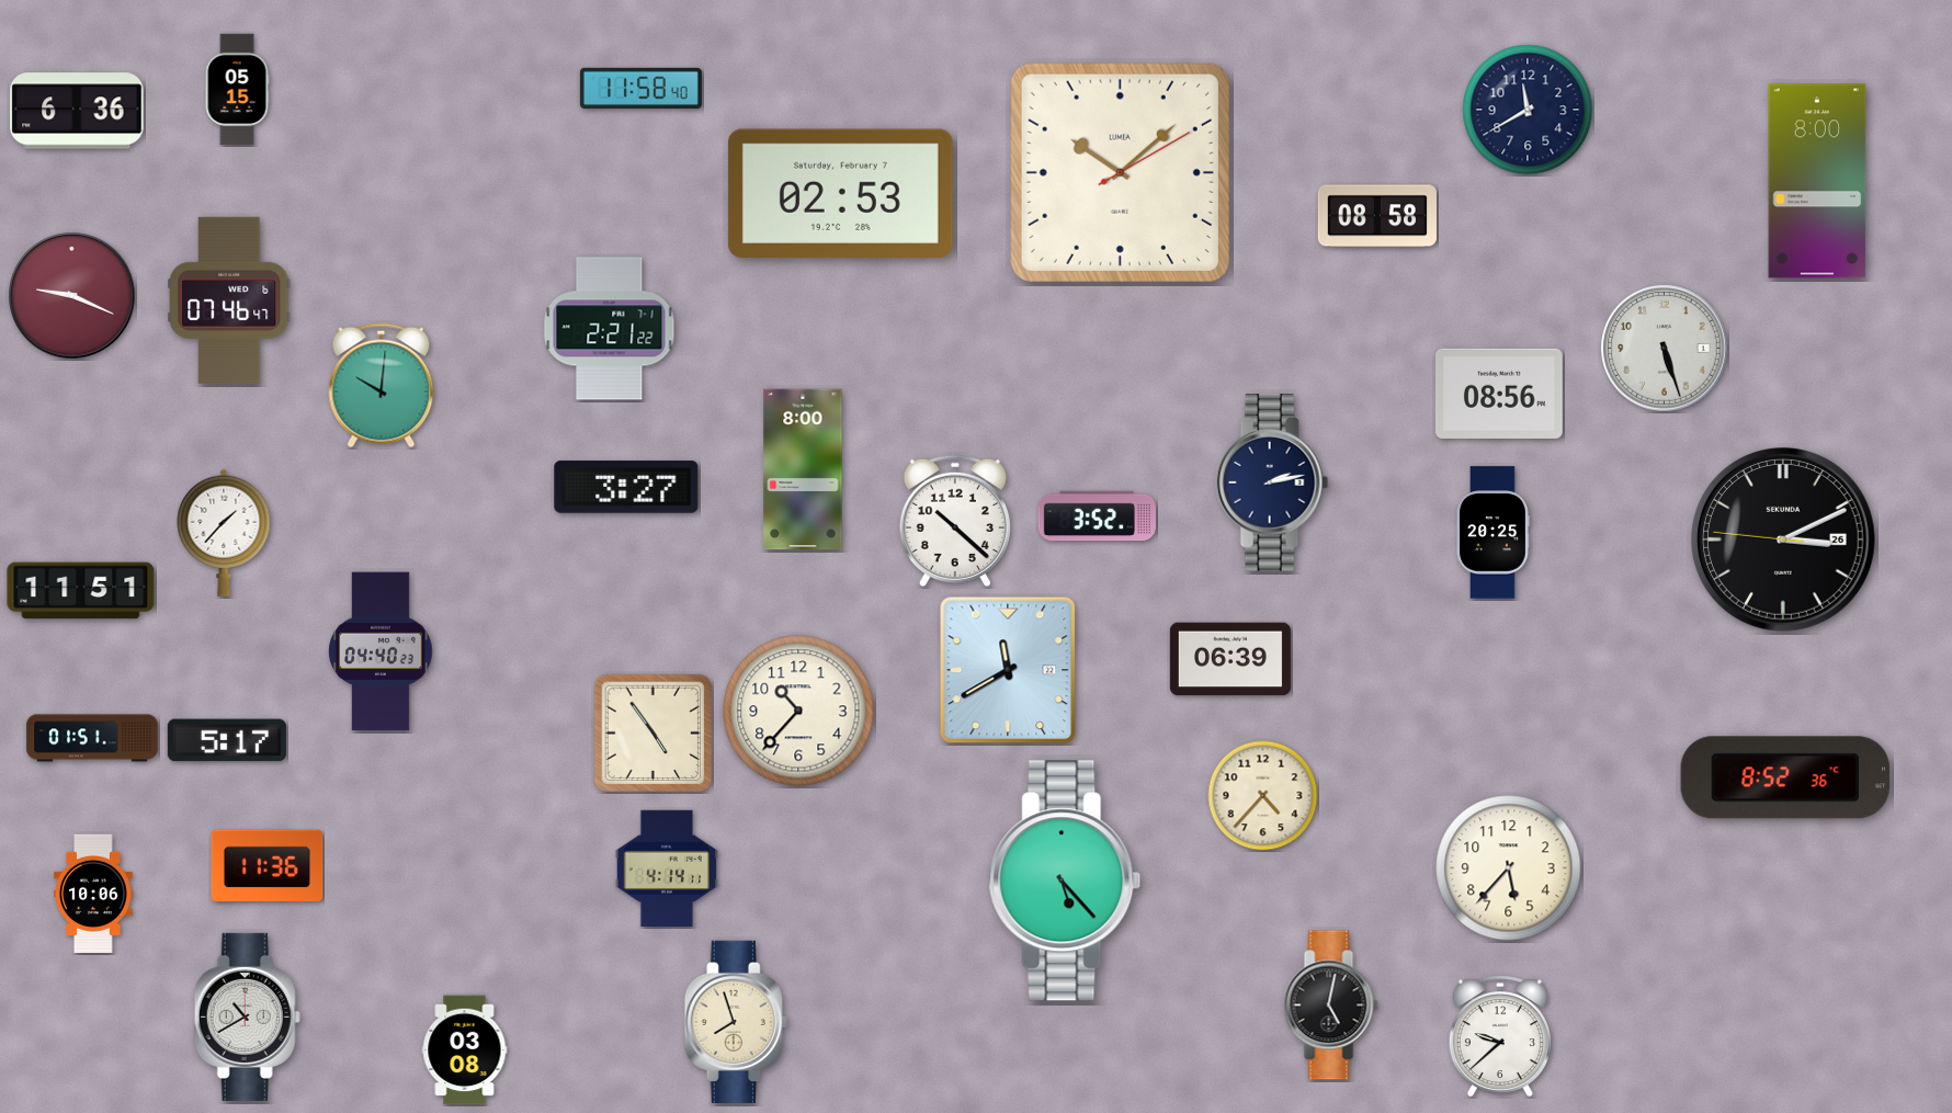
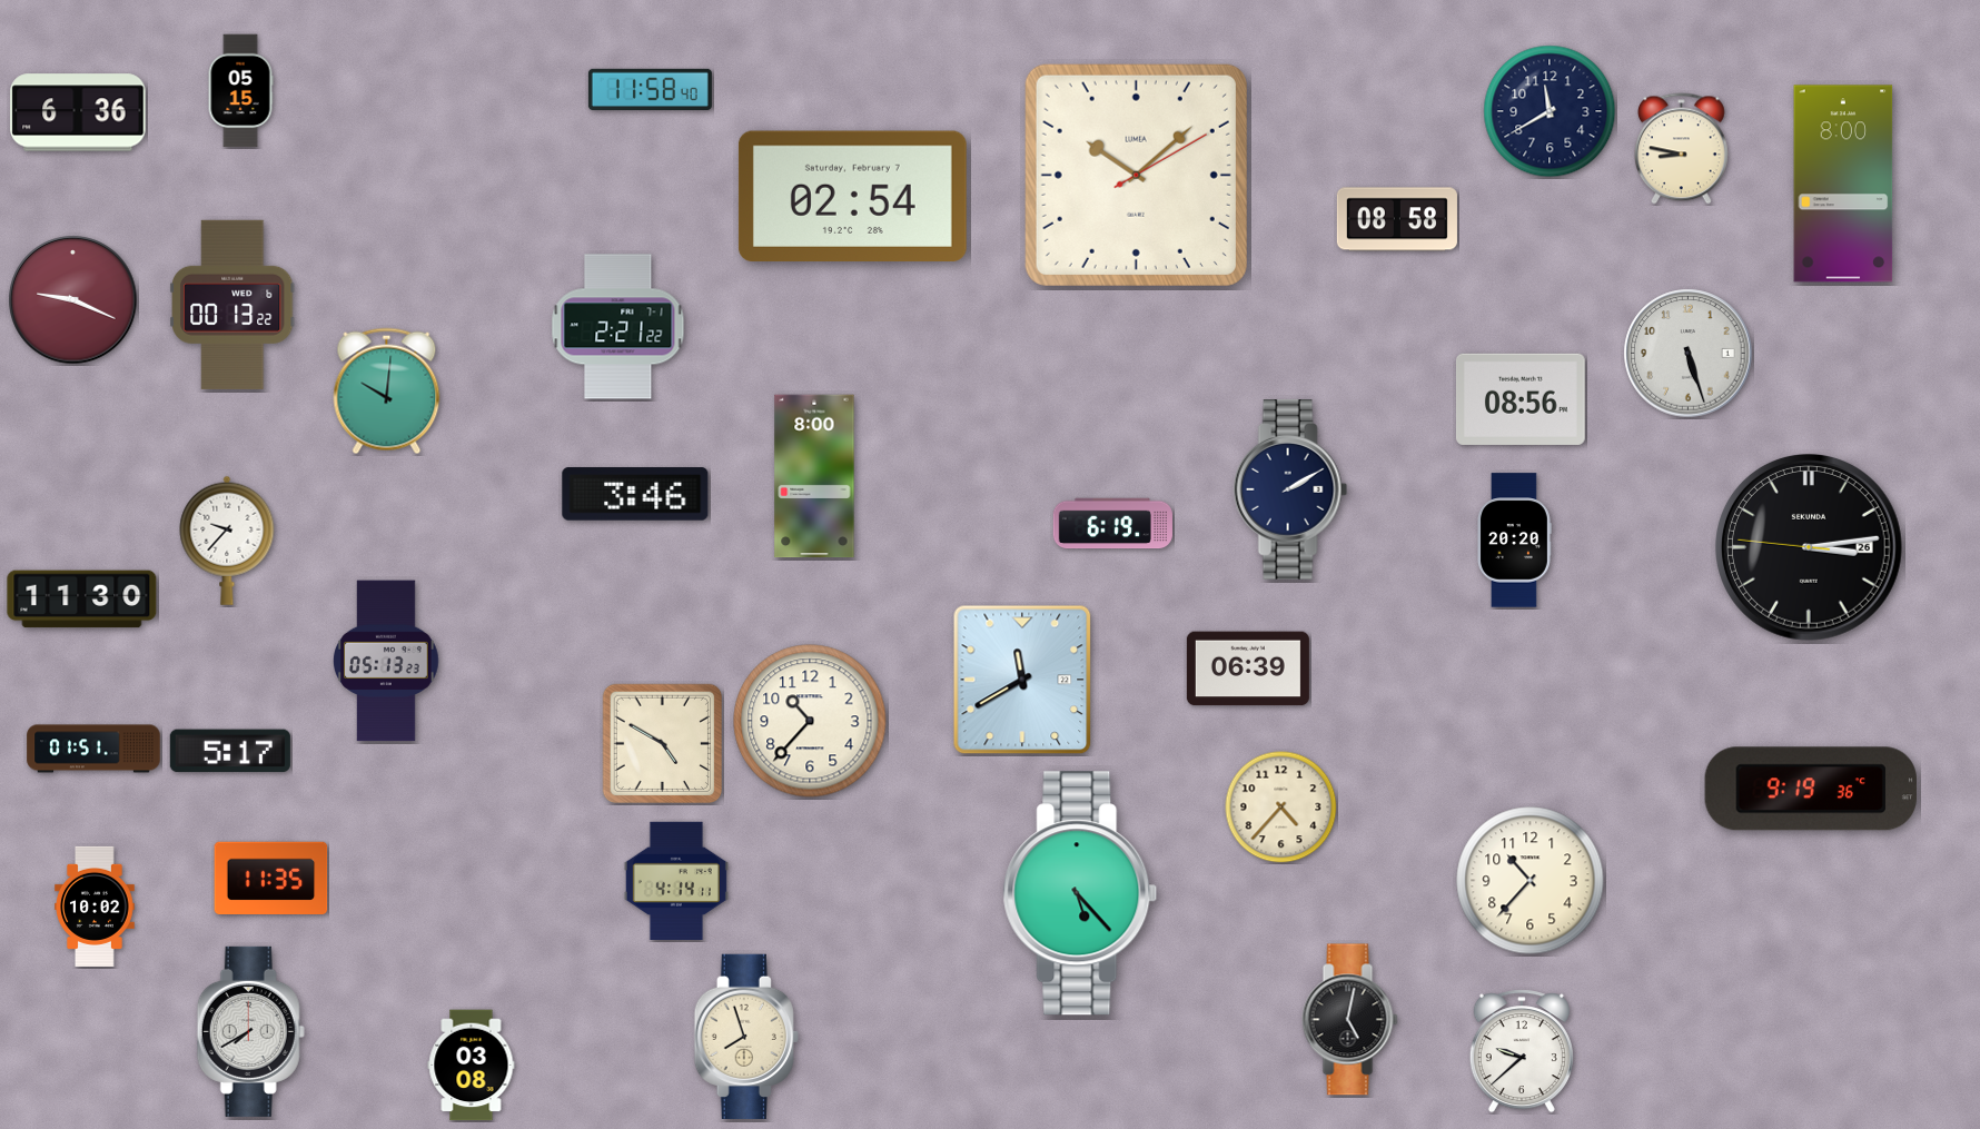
clock at (1681, 149): none -> 8:47
clock at (840, 193): 02:53 -> 02:54
clock at (230, 300): 07:46 -> 00:13
clock at (610, 329) position: (610, 329) -> (618, 327)
clock at (1272, 484): 2:13 -> 2:10
clock at (626, 487): 3:27 -> 3:46
clock at (1097, 516): 3:52 -> 6:19
clock at (955, 520): 10:22 -> none
clock at (224, 533): 1:37 -> 9:37
clock at (1493, 533): 20:25 -> 20:20
clock at (1784, 541): 3:10 -> 3:13
clock at (81, 591): 11:51 -> 11:30
clock at (381, 651): 04:40 -> 05:13
clock at (652, 732): 4:54 -> 4:50
clock at (1785, 777): 8:52 -> 9:19
clock at (268, 865): 11:36 -> 11:35
clock at (1509, 868): 5:37 -> 10:37
clock at (93, 894): 10:06 -> 10:02
clock at (247, 1017): 10:40 -> 7:40
